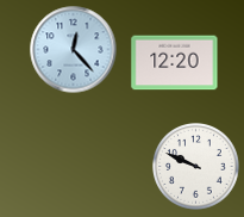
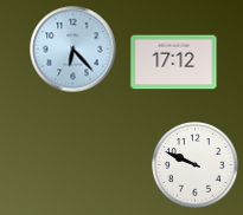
clock at (74, 50): 12:23 -> 6:23
clock at (175, 63): 12:20 -> 17:12
